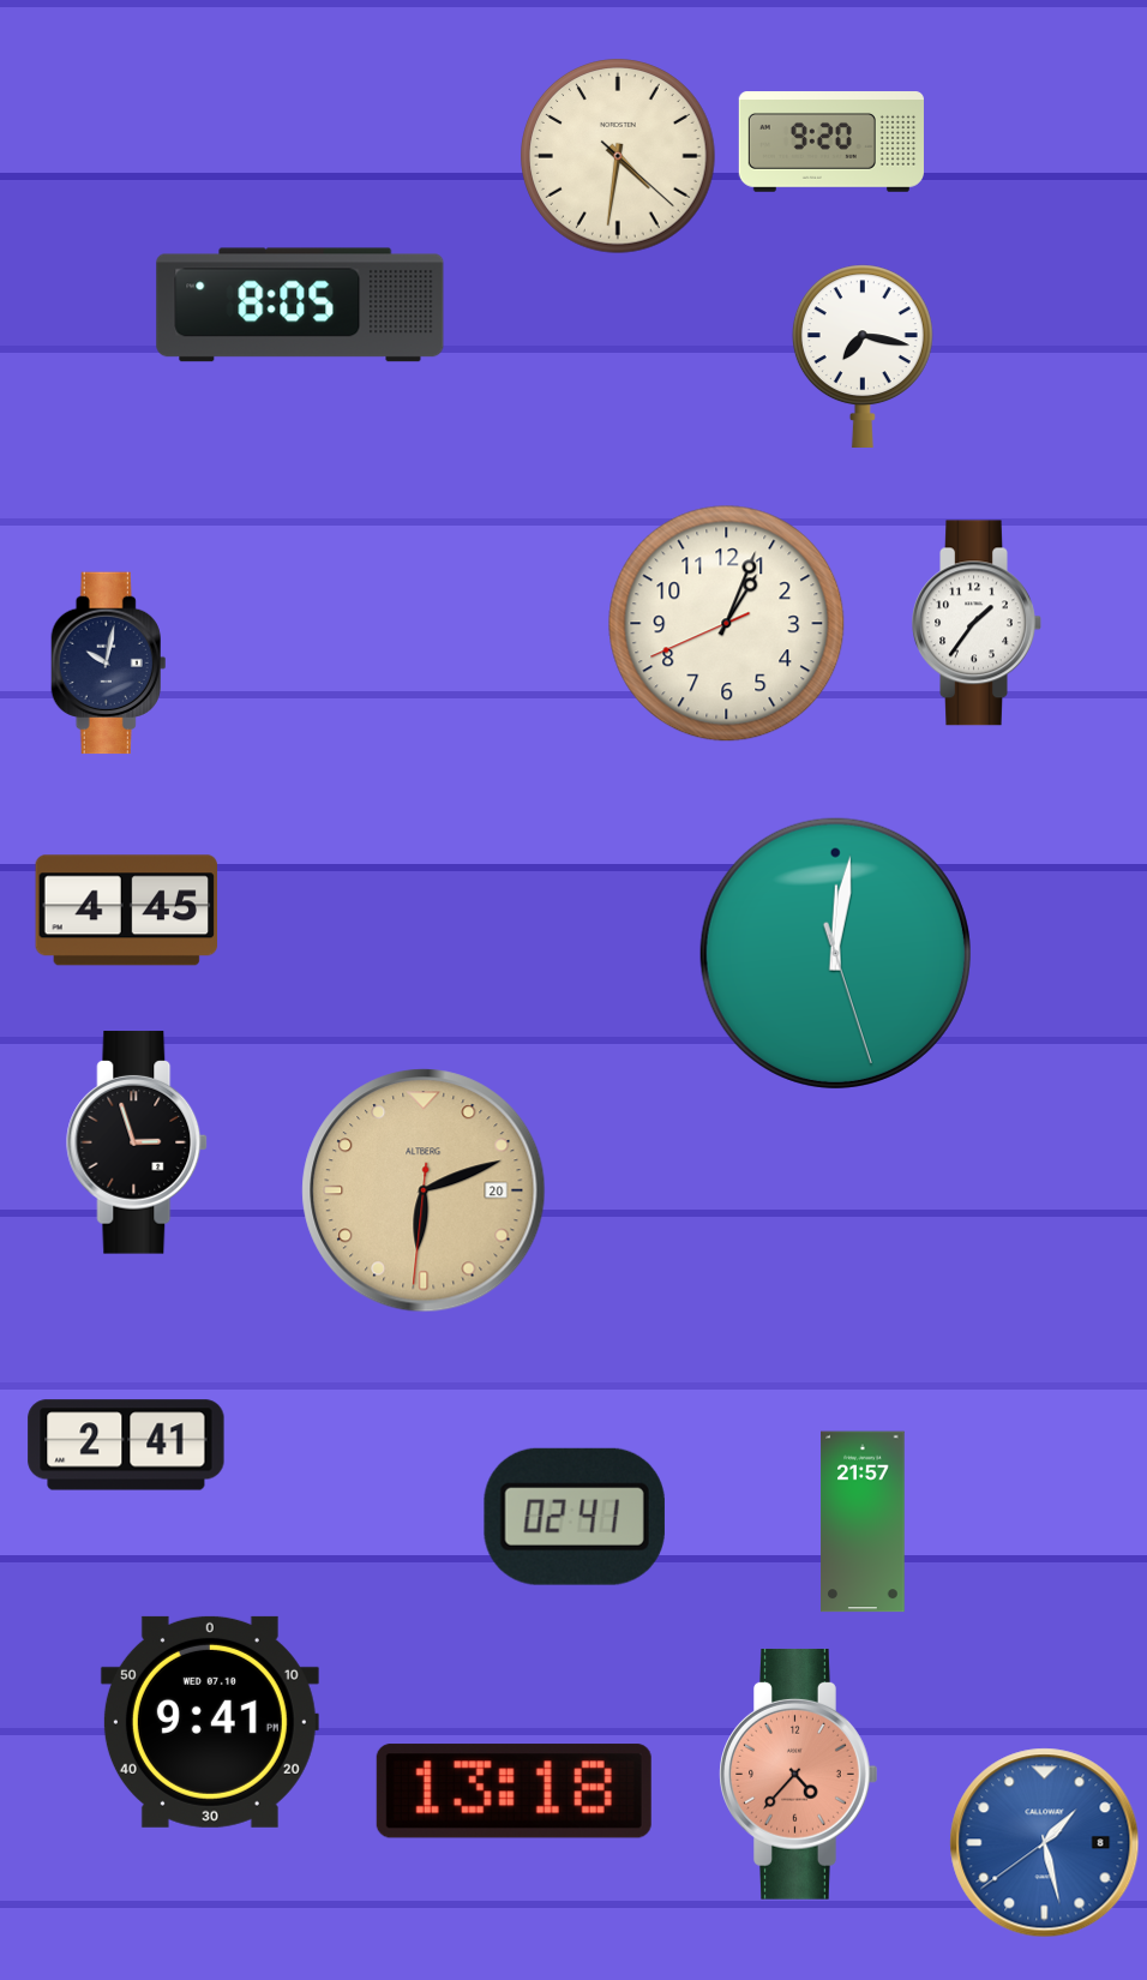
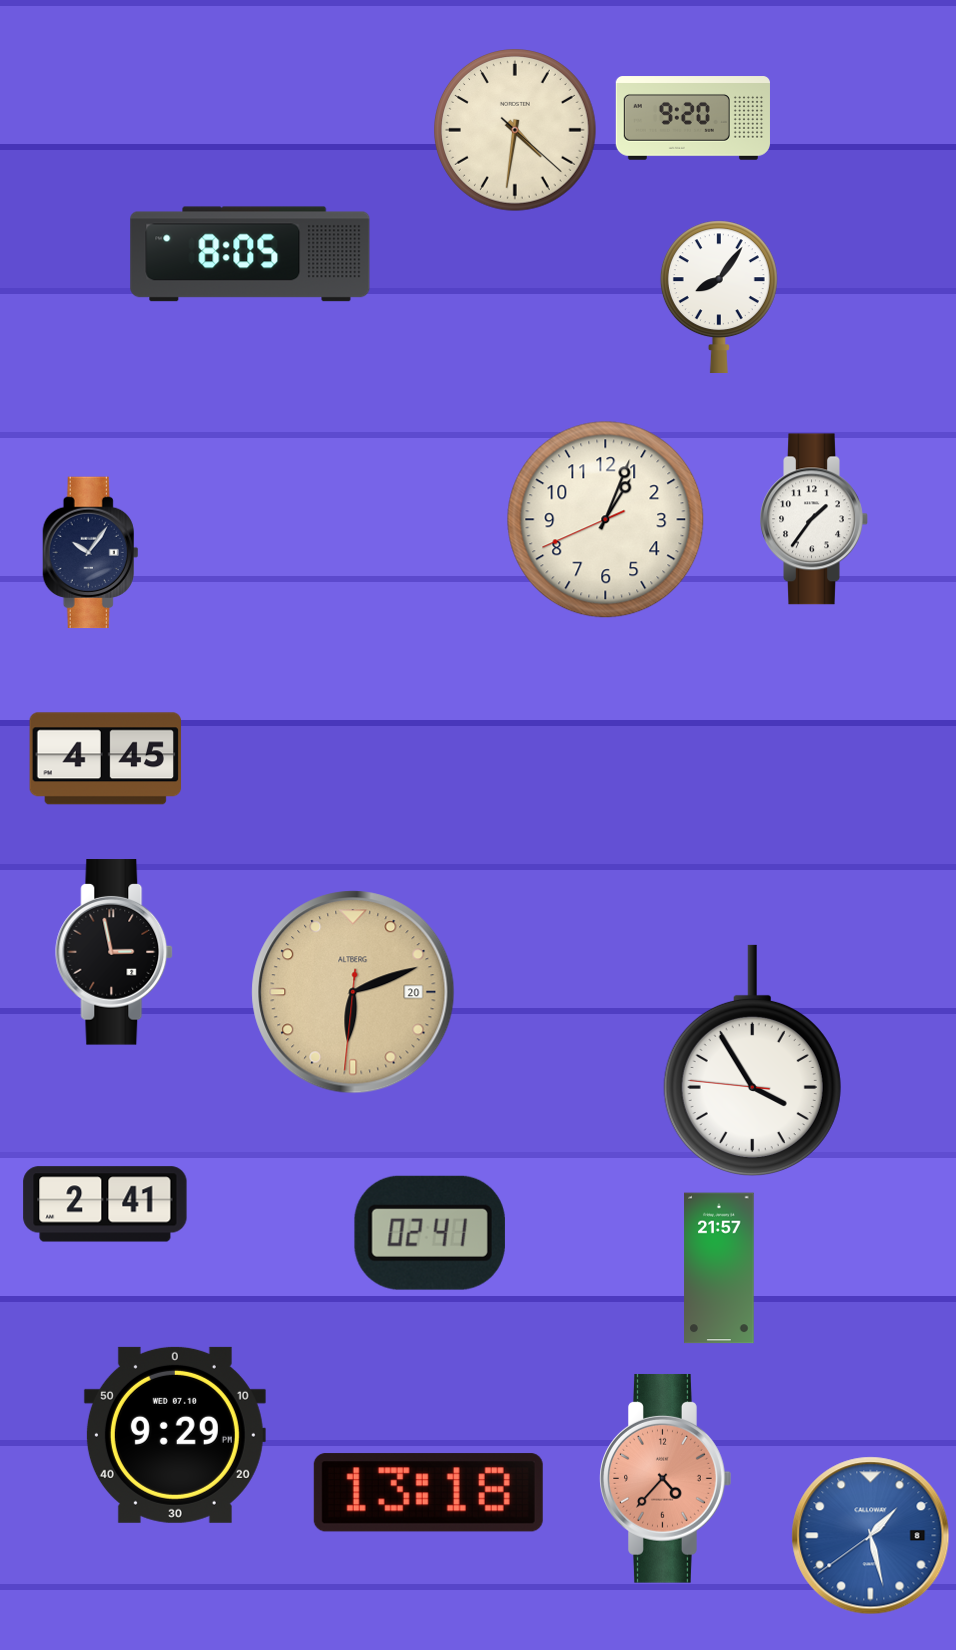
clock at (863, 355): 7:17 -> 8:06
clock at (109, 664): 10:02 -> 10:06
clock at (835, 953): 12:01 -> none
clock at (138, 1142): 2:57 -> 2:58
clock at (752, 1061): none -> 3:54
clock at (575, 1517) position: (575, 1517) -> (430, 1233)
clock at (210, 1722): 9:41 -> 9:29
